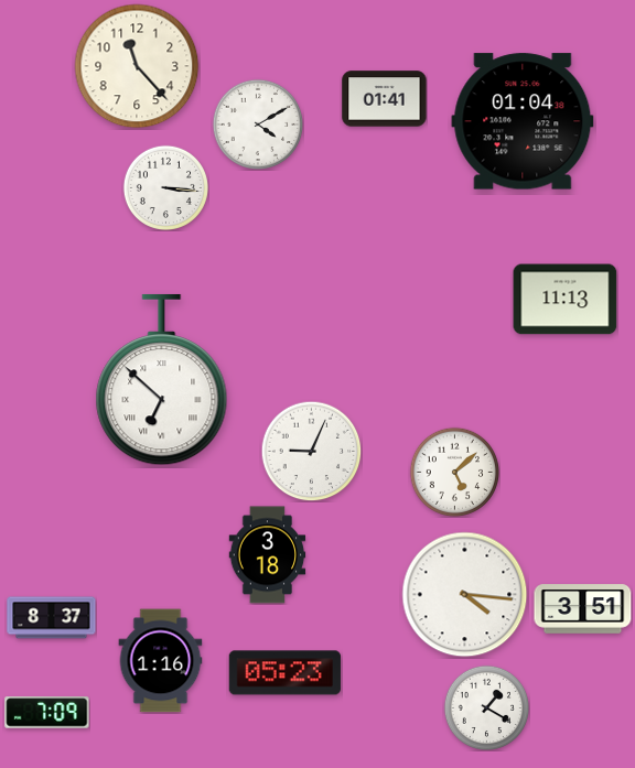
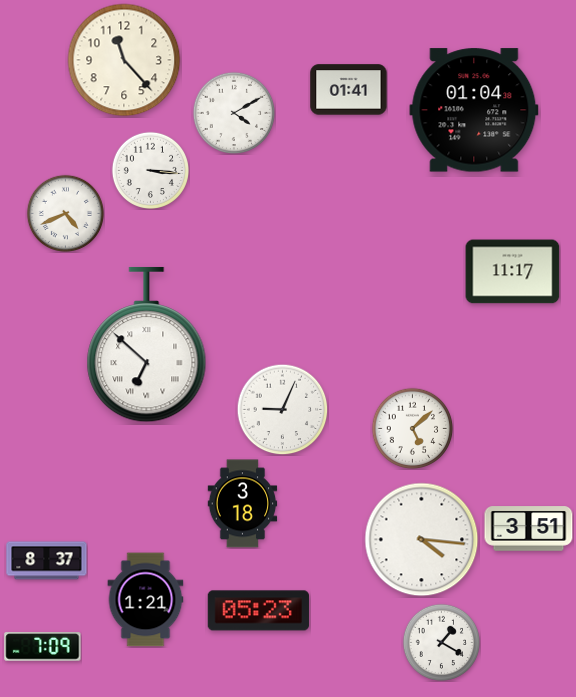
clock at (65, 213): none -> 4:41
clock at (566, 300): 11:13 -> 11:17
clock at (583, 609) position: (583, 609) -> (529, 529)
clock at (161, 661): 1:16 -> 1:21
